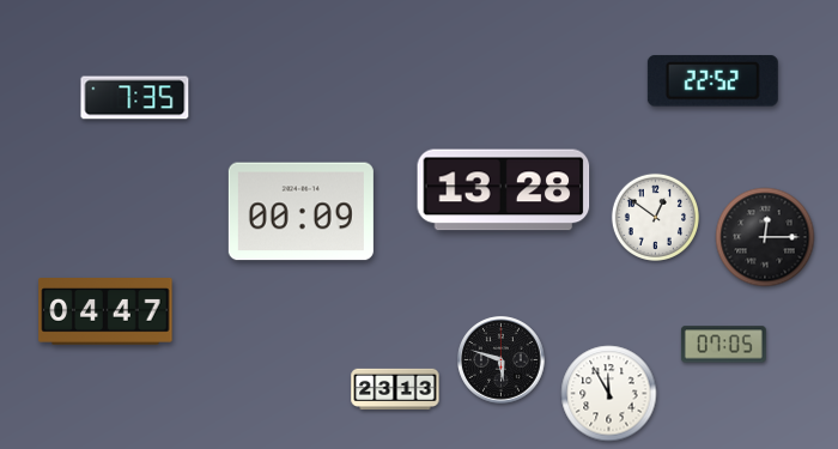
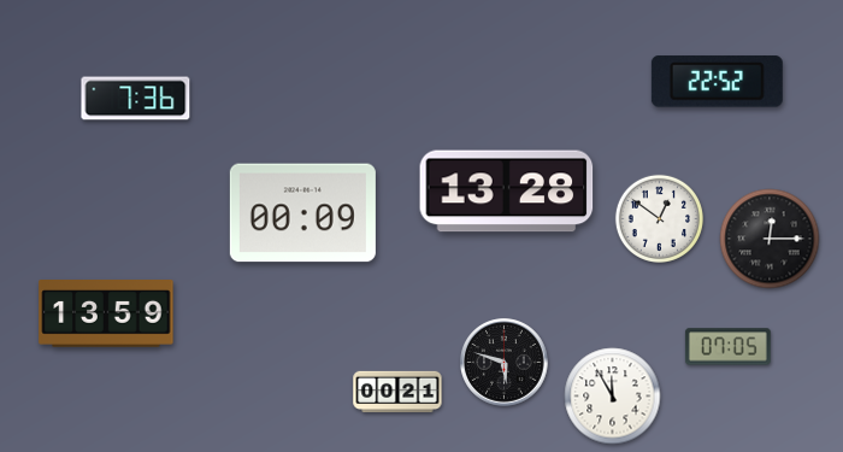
clock at (135, 98): 7:35 -> 7:36
clock at (105, 313): 04:47 -> 13:59
clock at (395, 389): 23:13 -> 00:21
